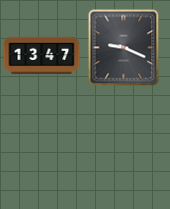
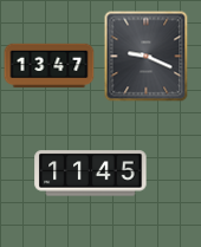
clock at (91, 174): none -> 11:45
